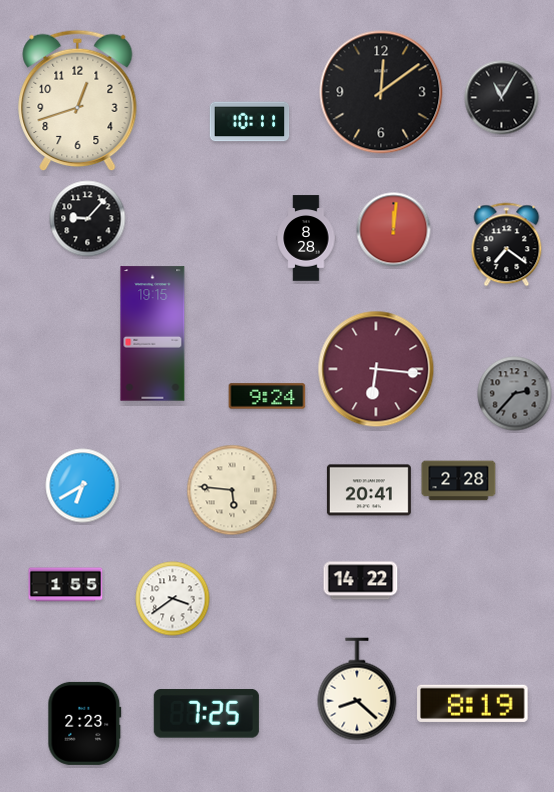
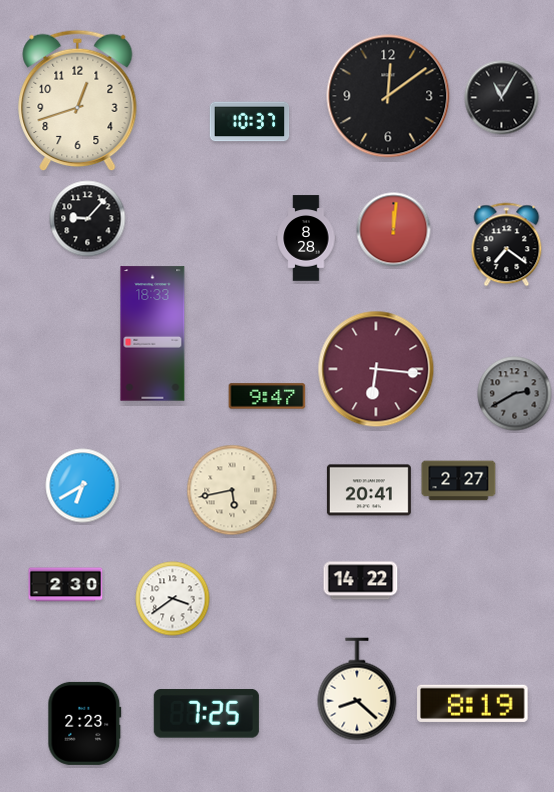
clock at (381, 92) position: (381, 92) -> (388, 96)
clock at (250, 122): 10:11 -> 10:37
clock at (153, 334): 19:15 -> 18:33
clock at (515, 394): 2:37 -> 2:40
clock at (267, 396): 9:24 -> 9:47
clock at (459, 481): 2:28 -> 2:27
clock at (232, 490): 5:46 -> 5:43
clock at (66, 585): 1:55 -> 2:30
